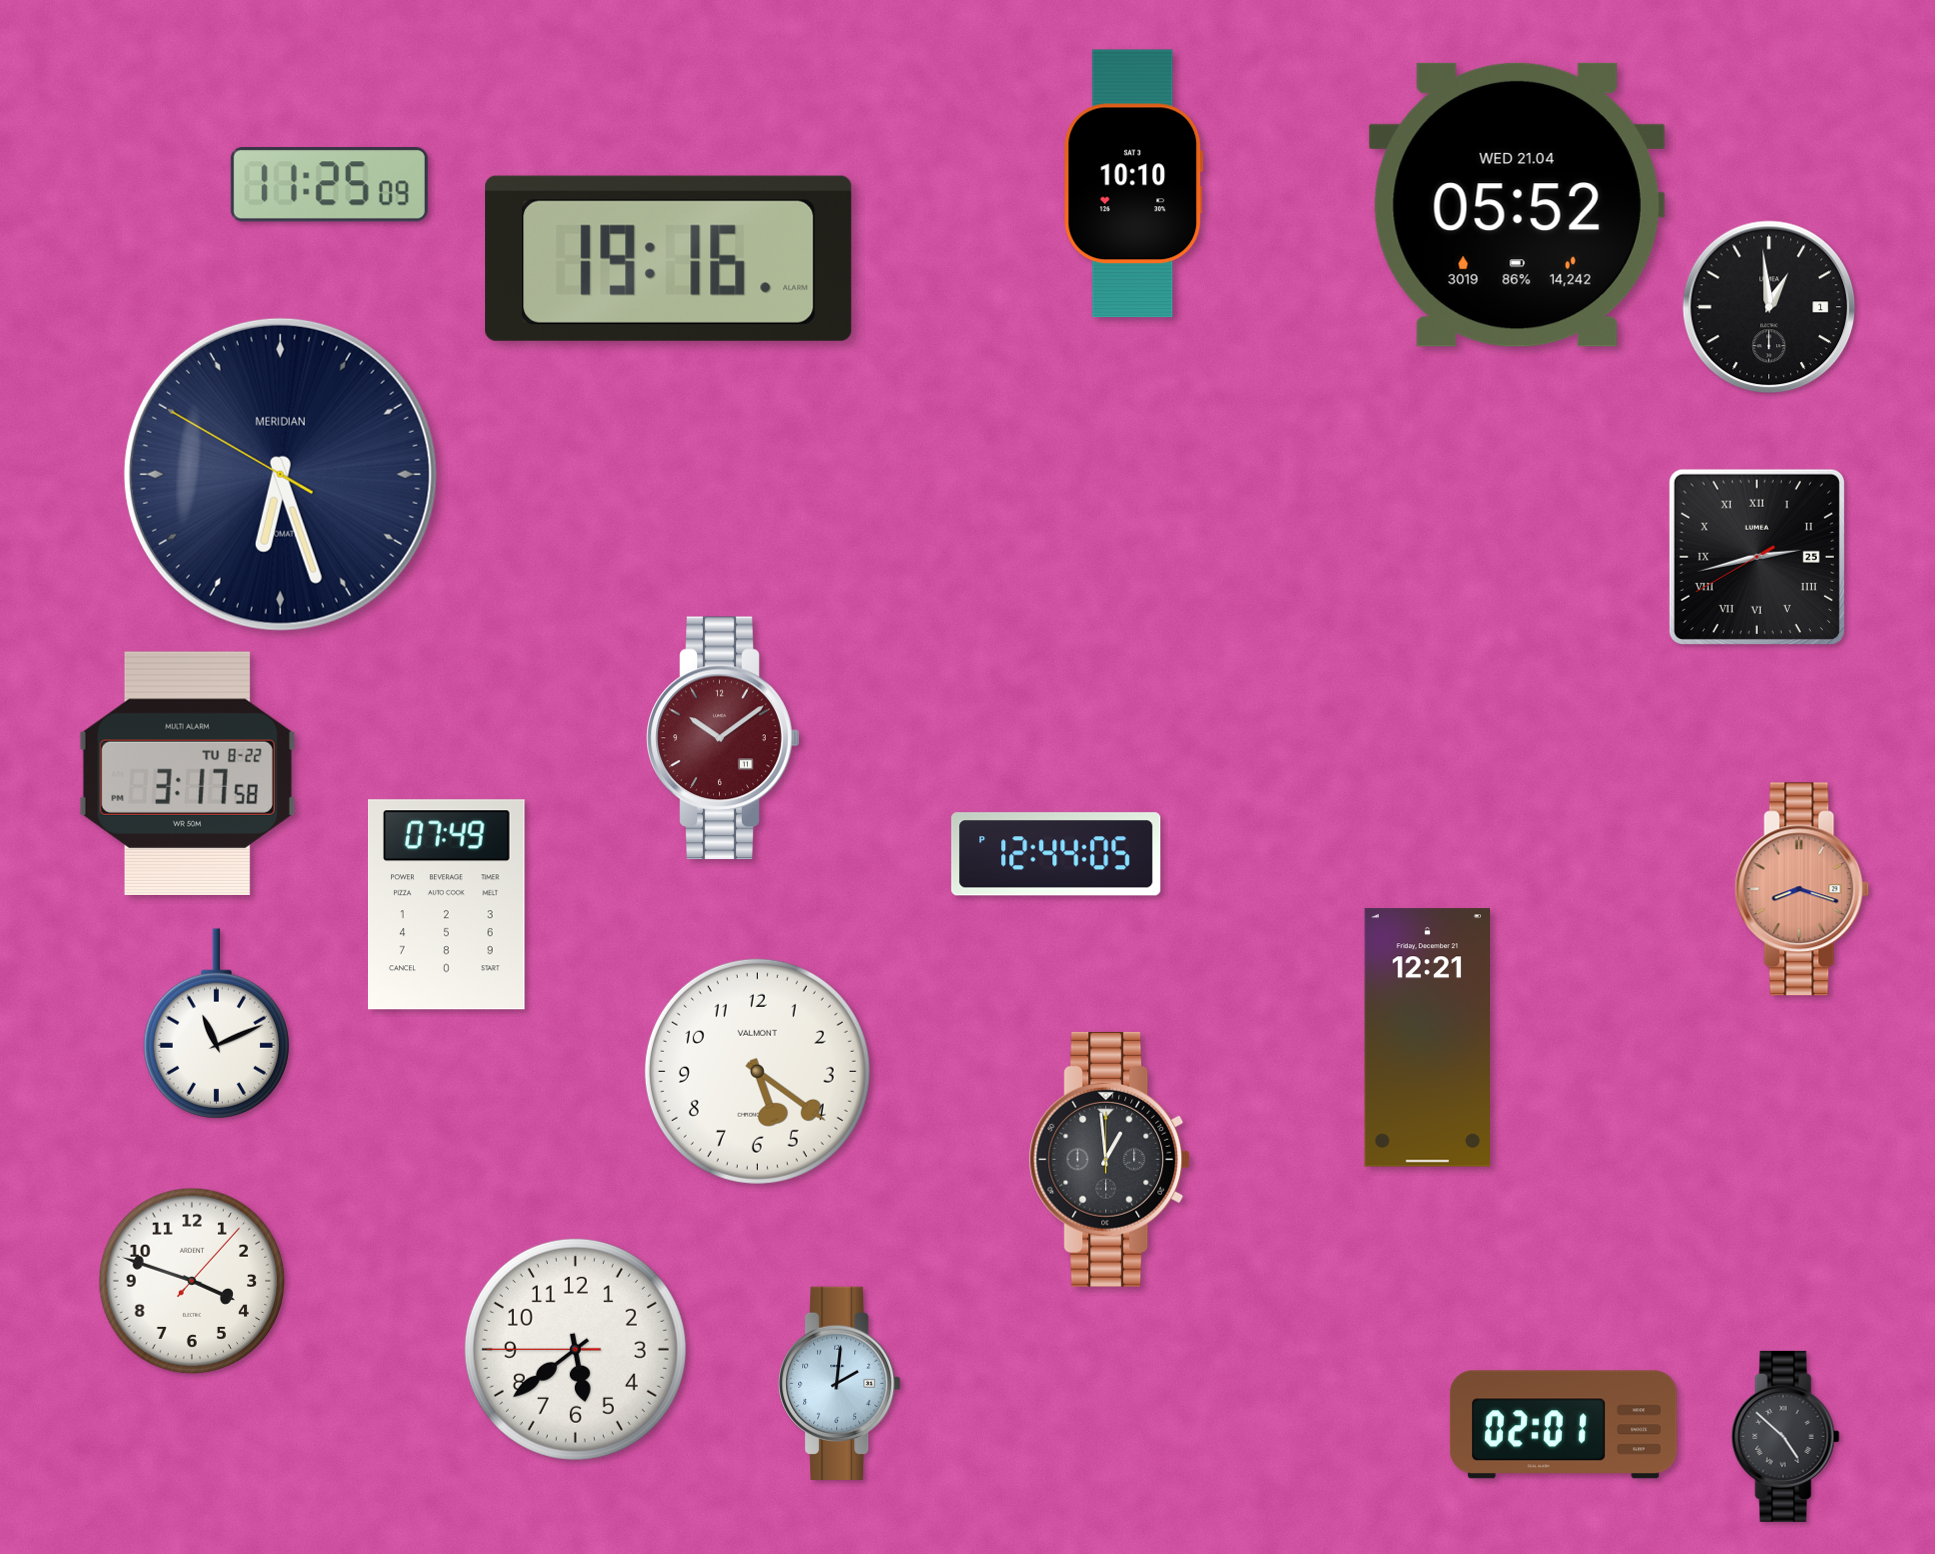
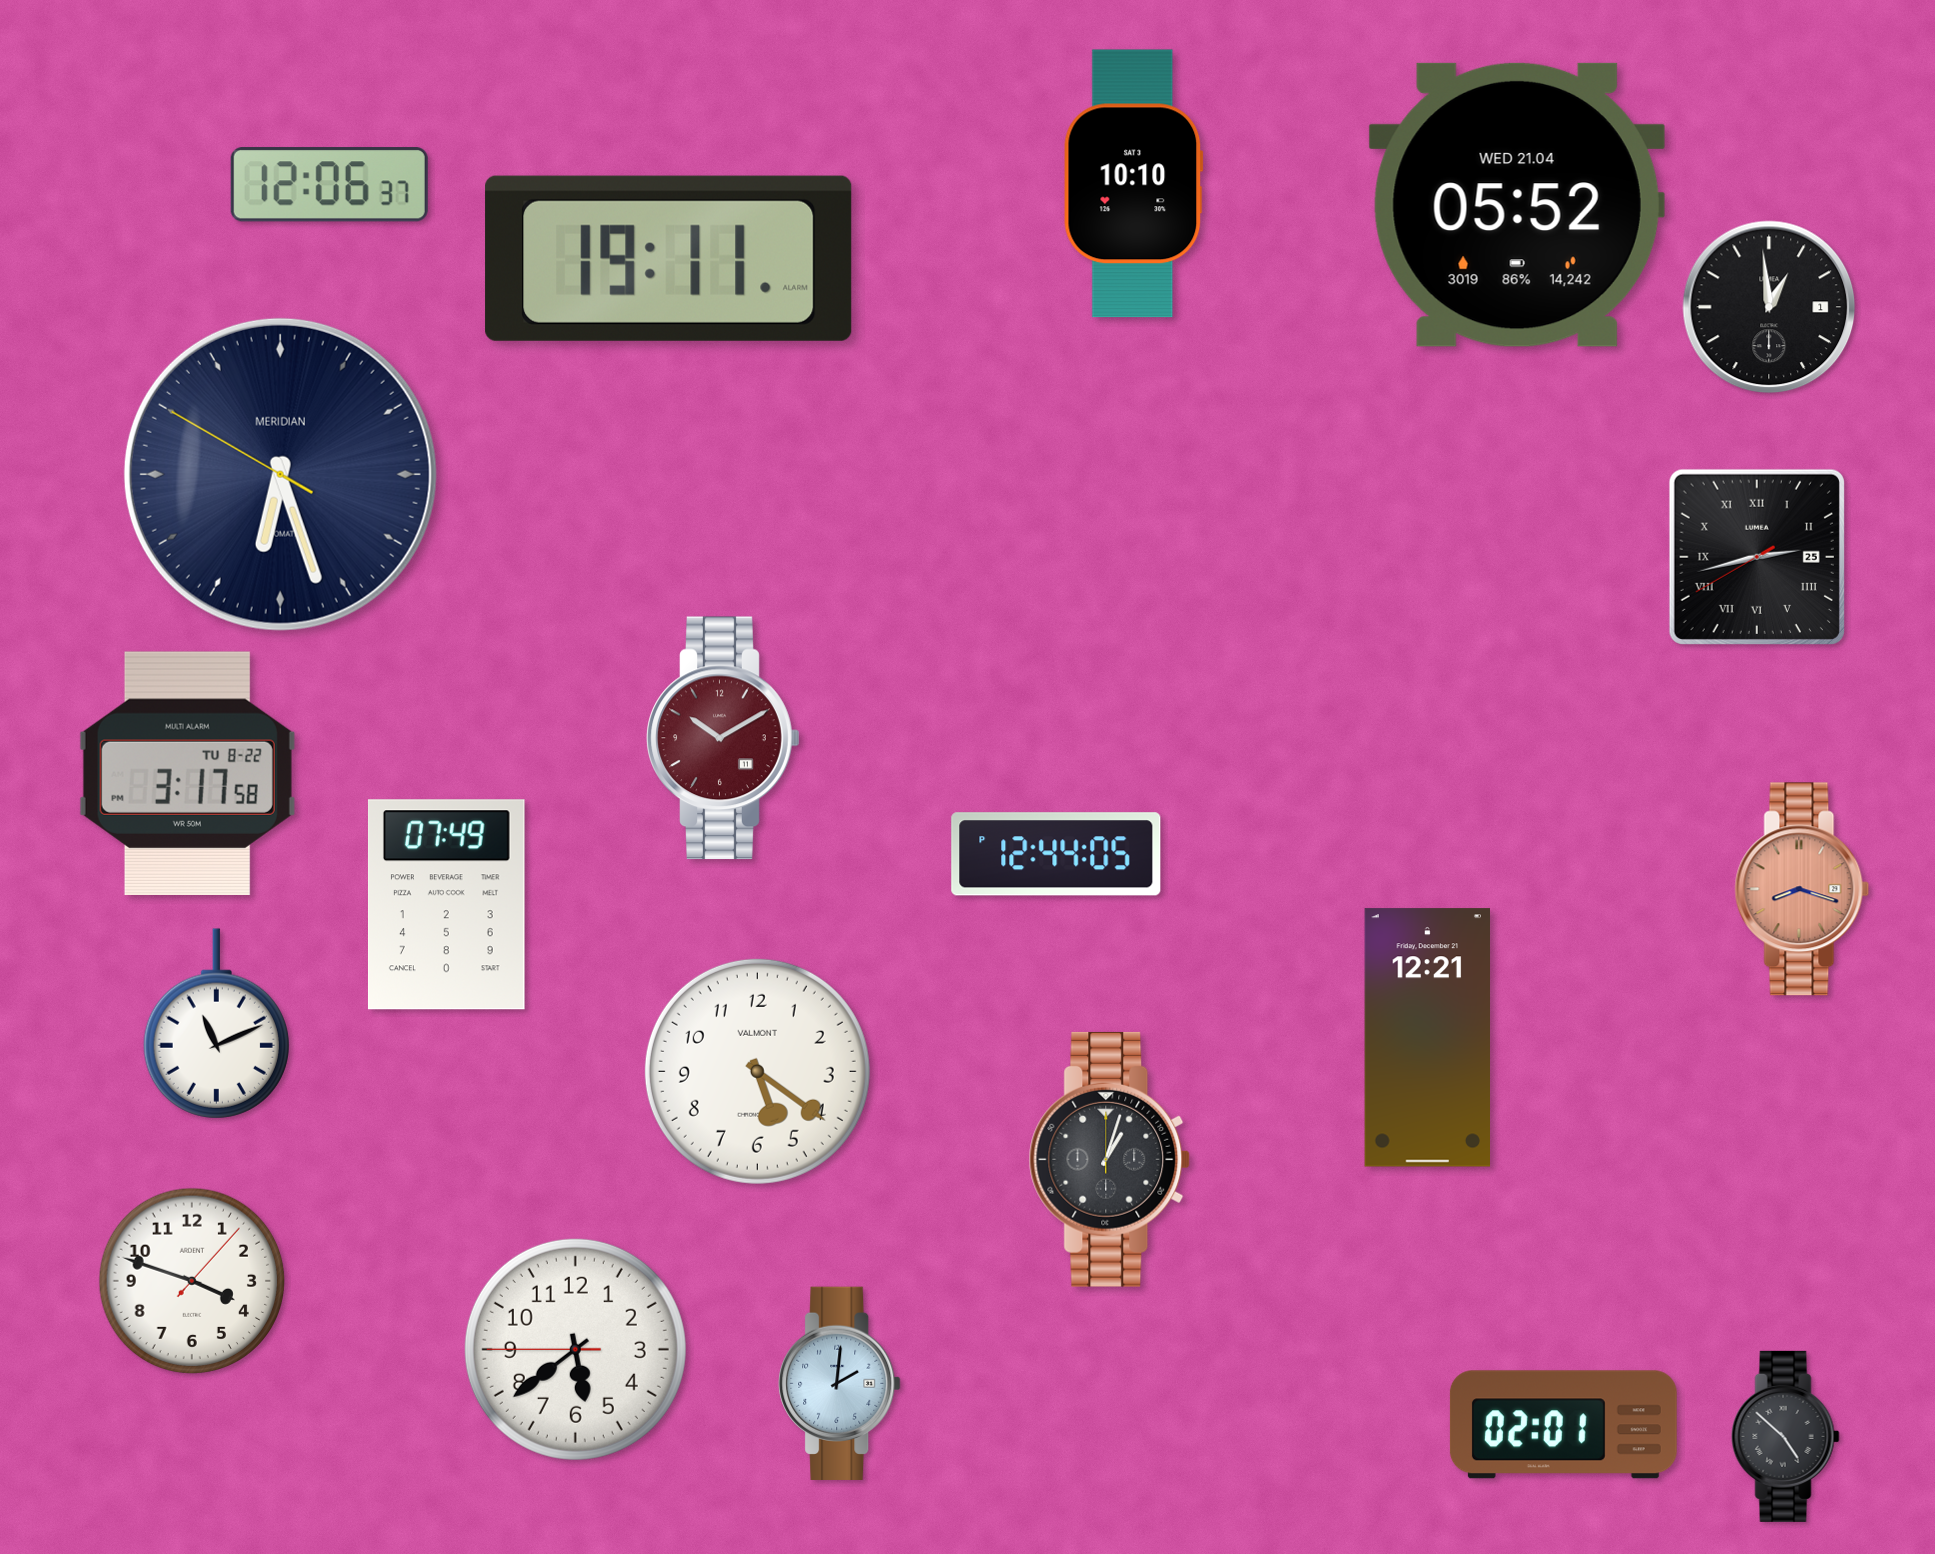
clock at (329, 185): 11:25 -> 12:06
clock at (669, 258): 19:16 -> 19:11
clock at (723, 738): 10:09 -> 10:10
clock at (1110, 1159): 12:59 -> 1:03
